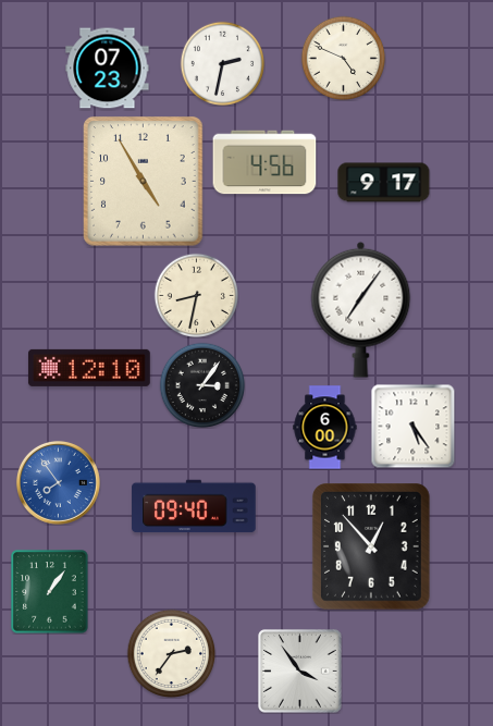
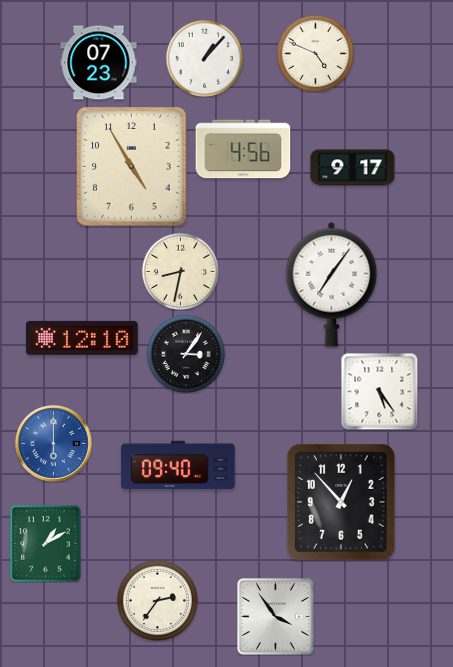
clock at (222, 63): 2:32 -> 1:07
clock at (325, 428): 6:00 -> none
clock at (58, 482): 7:54 -> 6:00
clock at (50, 592): 1:06 -> 1:10
